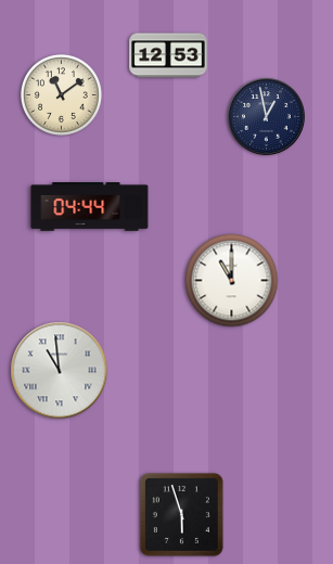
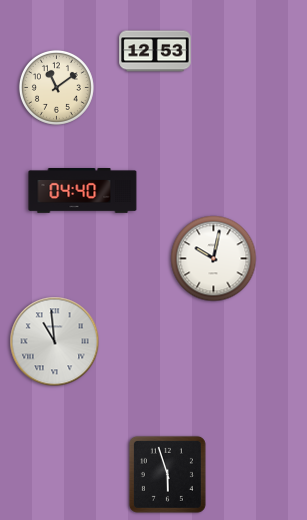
clock at (267, 117): 12:58 -> none
clock at (90, 207): 04:44 -> 04:40
clock at (232, 281): 11:00 -> 10:02
